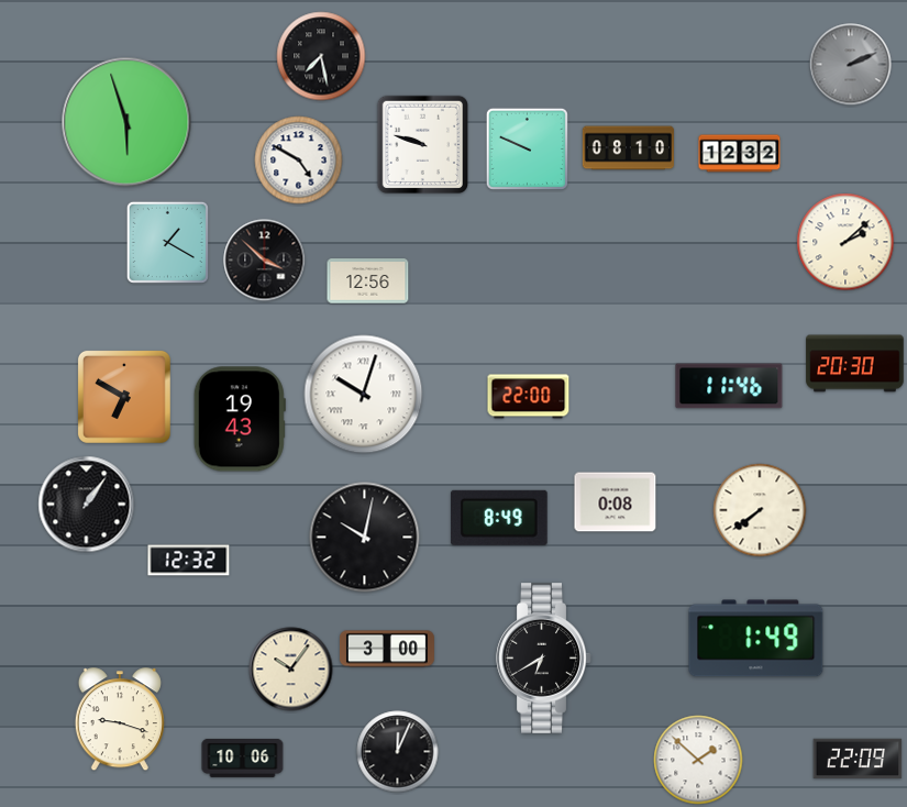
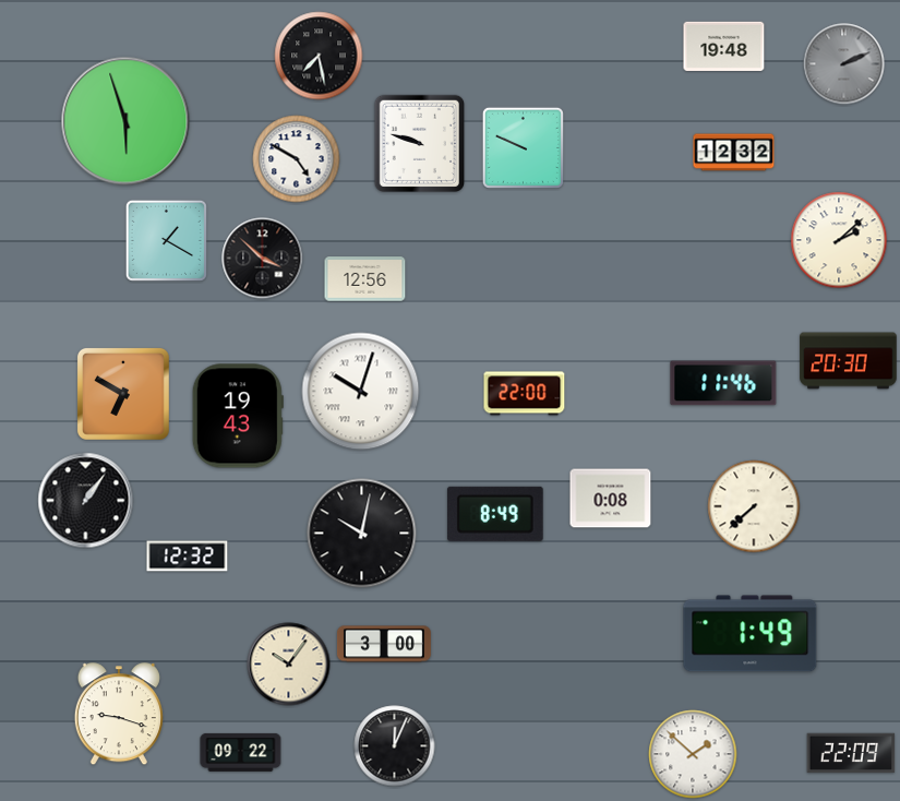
clock at (724, 46): none -> 19:48
clock at (628, 148): 08:10 -> none
clock at (760, 510): 7:39 -> 7:38
clock at (544, 659): 6:40 -> none
clock at (243, 758): 10:06 -> 09:22
